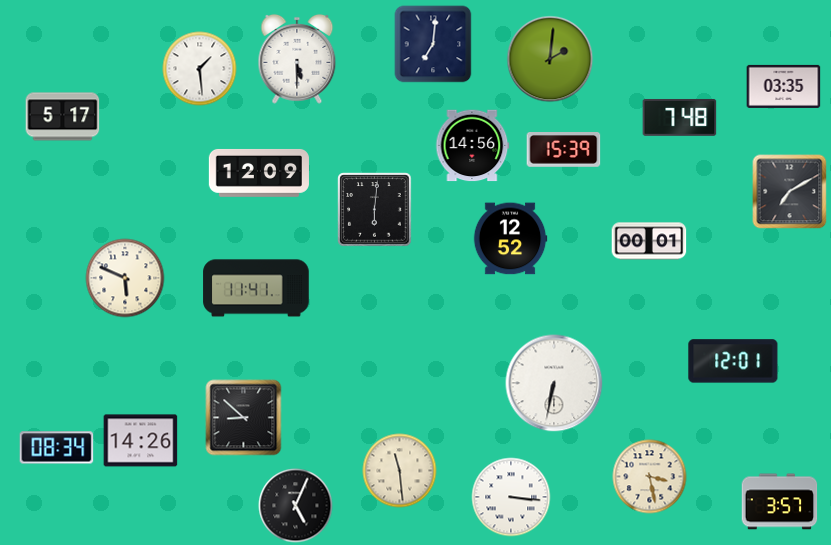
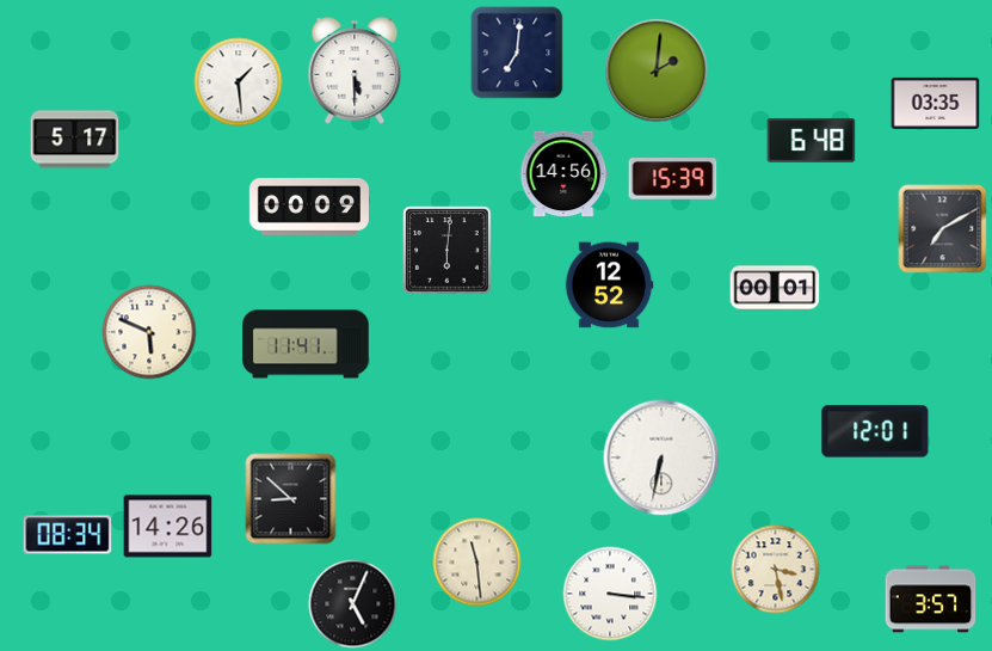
clock at (680, 118): 7:48 -> 6:48
clock at (259, 173): 12:09 -> 00:09
